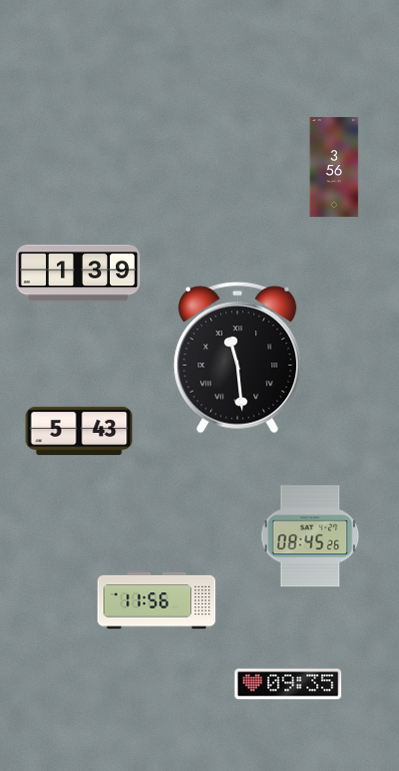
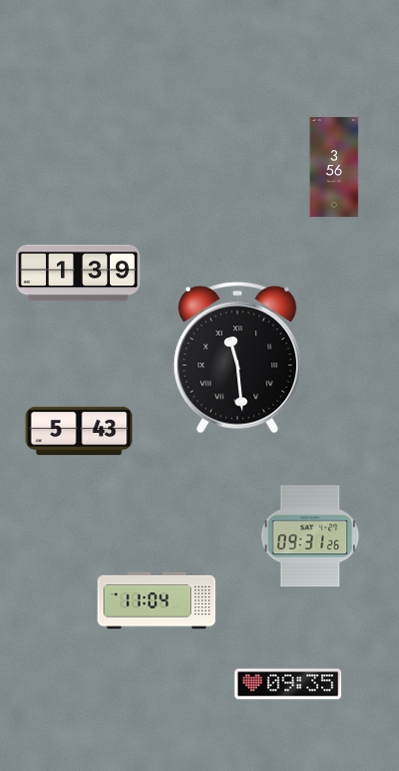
clock at (310, 536): 08:45 -> 09:31
clock at (157, 601): 11:56 -> 11:04
